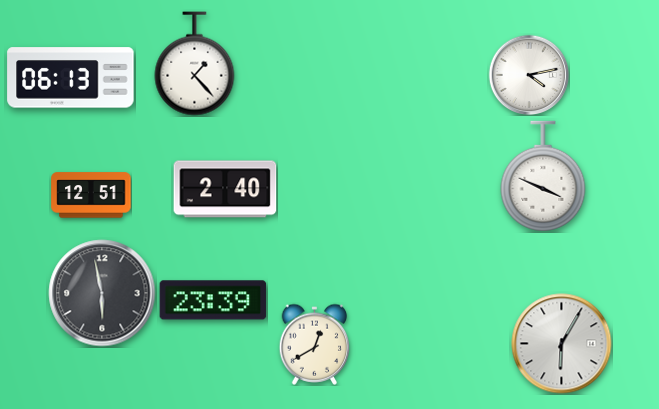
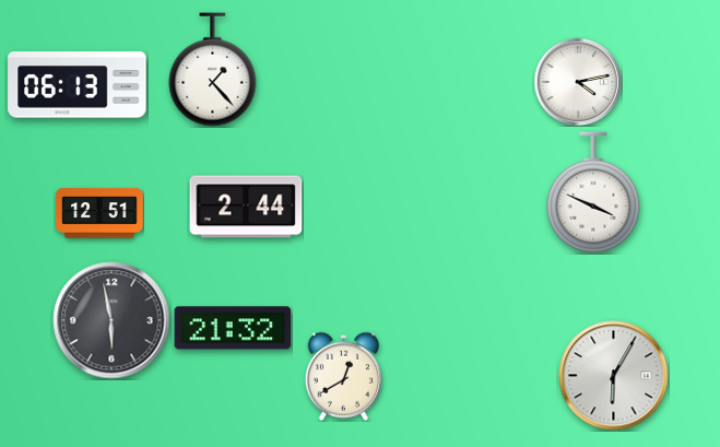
clock at (225, 189): 2:40 -> 2:44
clock at (213, 300): 23:39 -> 21:32
